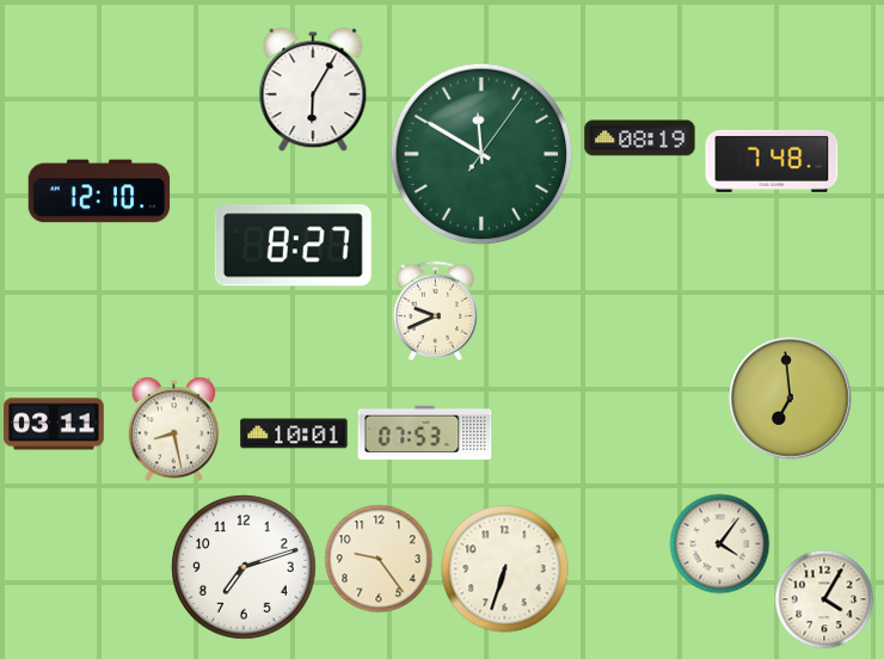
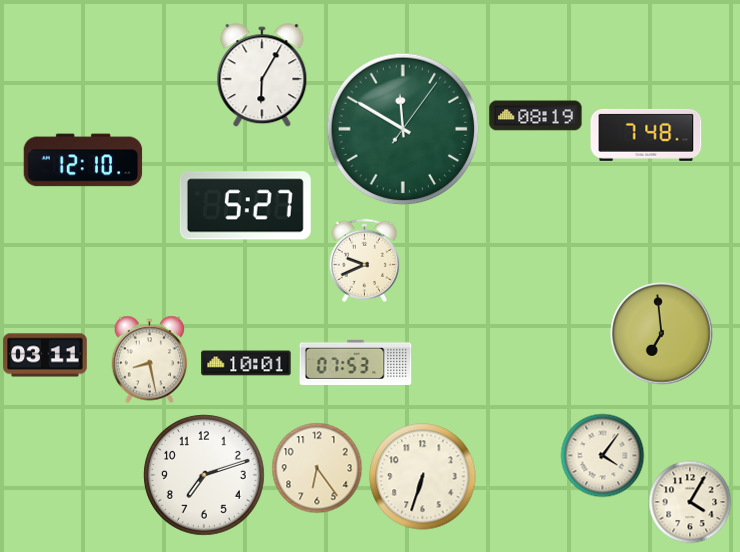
clock at (293, 246): 8:27 -> 5:27
clock at (174, 429) position: (174, 429) -> (150, 359)
clock at (379, 559): 9:24 -> 6:24
